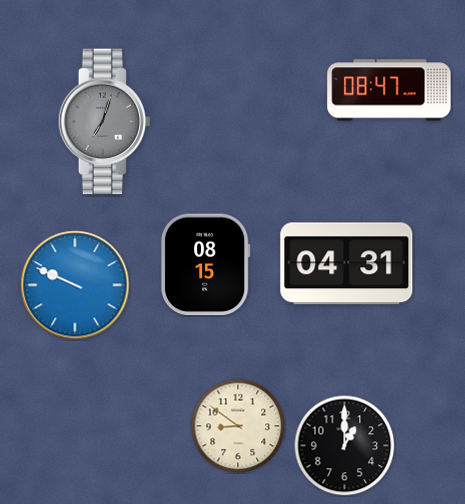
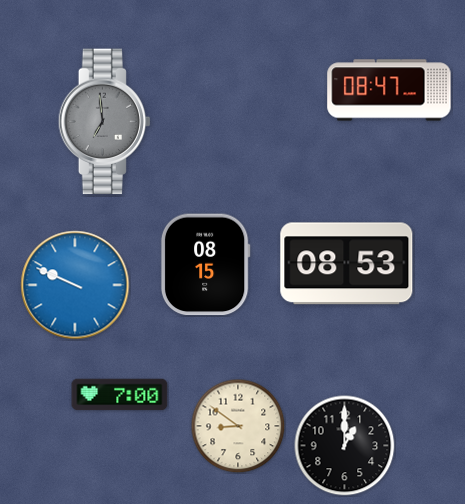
clock at (105, 122): 7:03 -> 6:59
clock at (347, 264): 04:31 -> 08:53
clock at (120, 395): none -> 7:00
